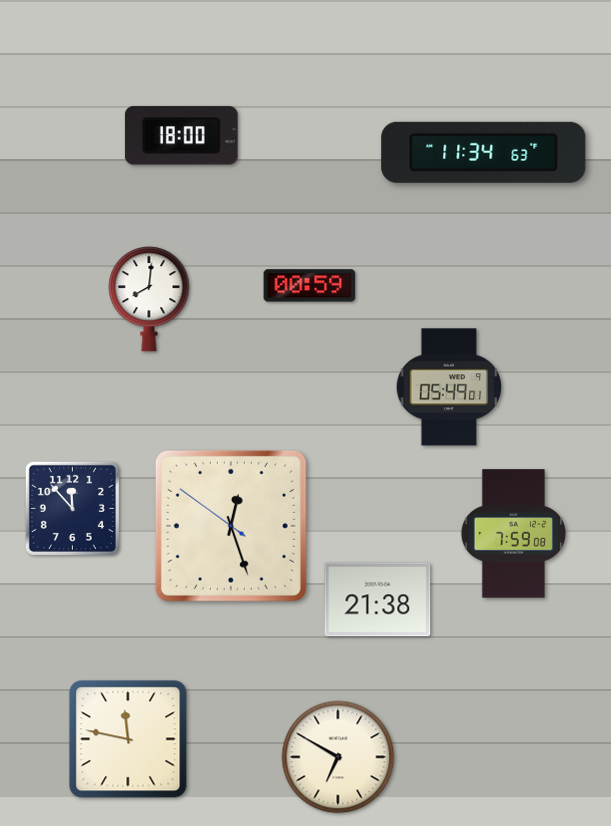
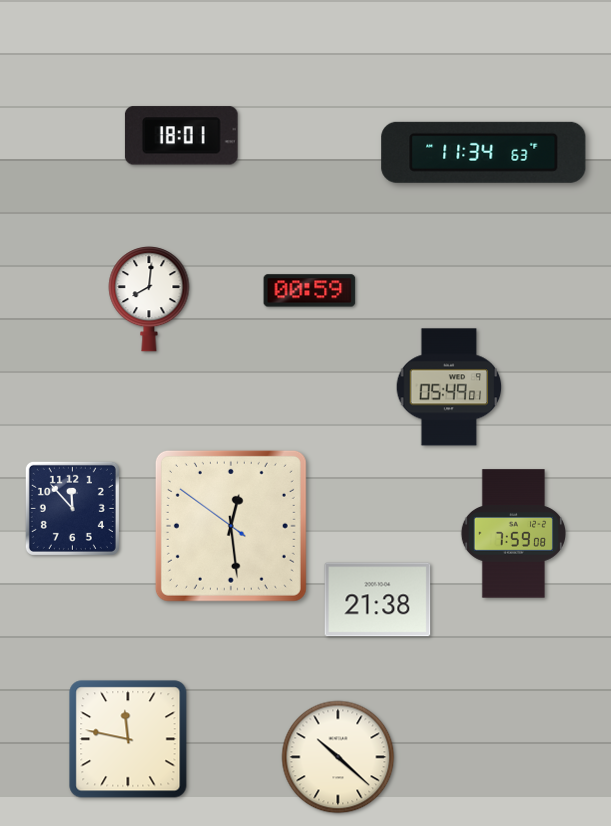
clock at (181, 136): 18:00 -> 18:01
clock at (310, 286) position: (310, 286) -> (310, 291)
clock at (231, 526): 12:26 -> 12:28
clock at (338, 757): 6:50 -> 10:22
